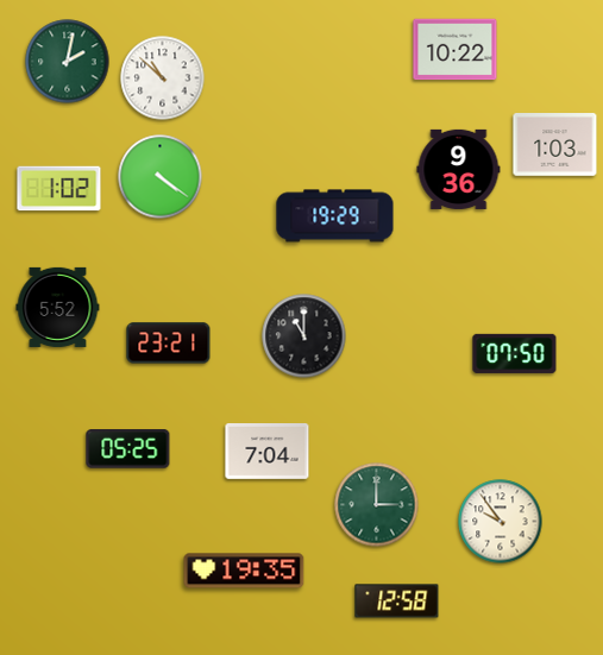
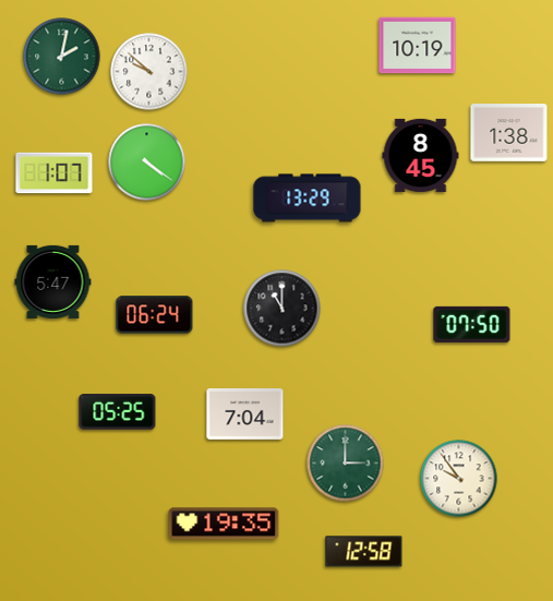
clock at (456, 50): 10:22 -> 10:19
clock at (163, 78): 10:52 -> 9:52
clock at (555, 145): 1:03 -> 1:38
clock at (459, 169): 9:36 -> 8:45
clock at (59, 189): 1:02 -> 1:07
clock at (335, 216): 19:29 -> 13:29
clock at (58, 307): 5:52 -> 5:47
clock at (304, 336) position: (304, 336) -> (282, 309)
clock at (169, 344): 23:21 -> 06:24
